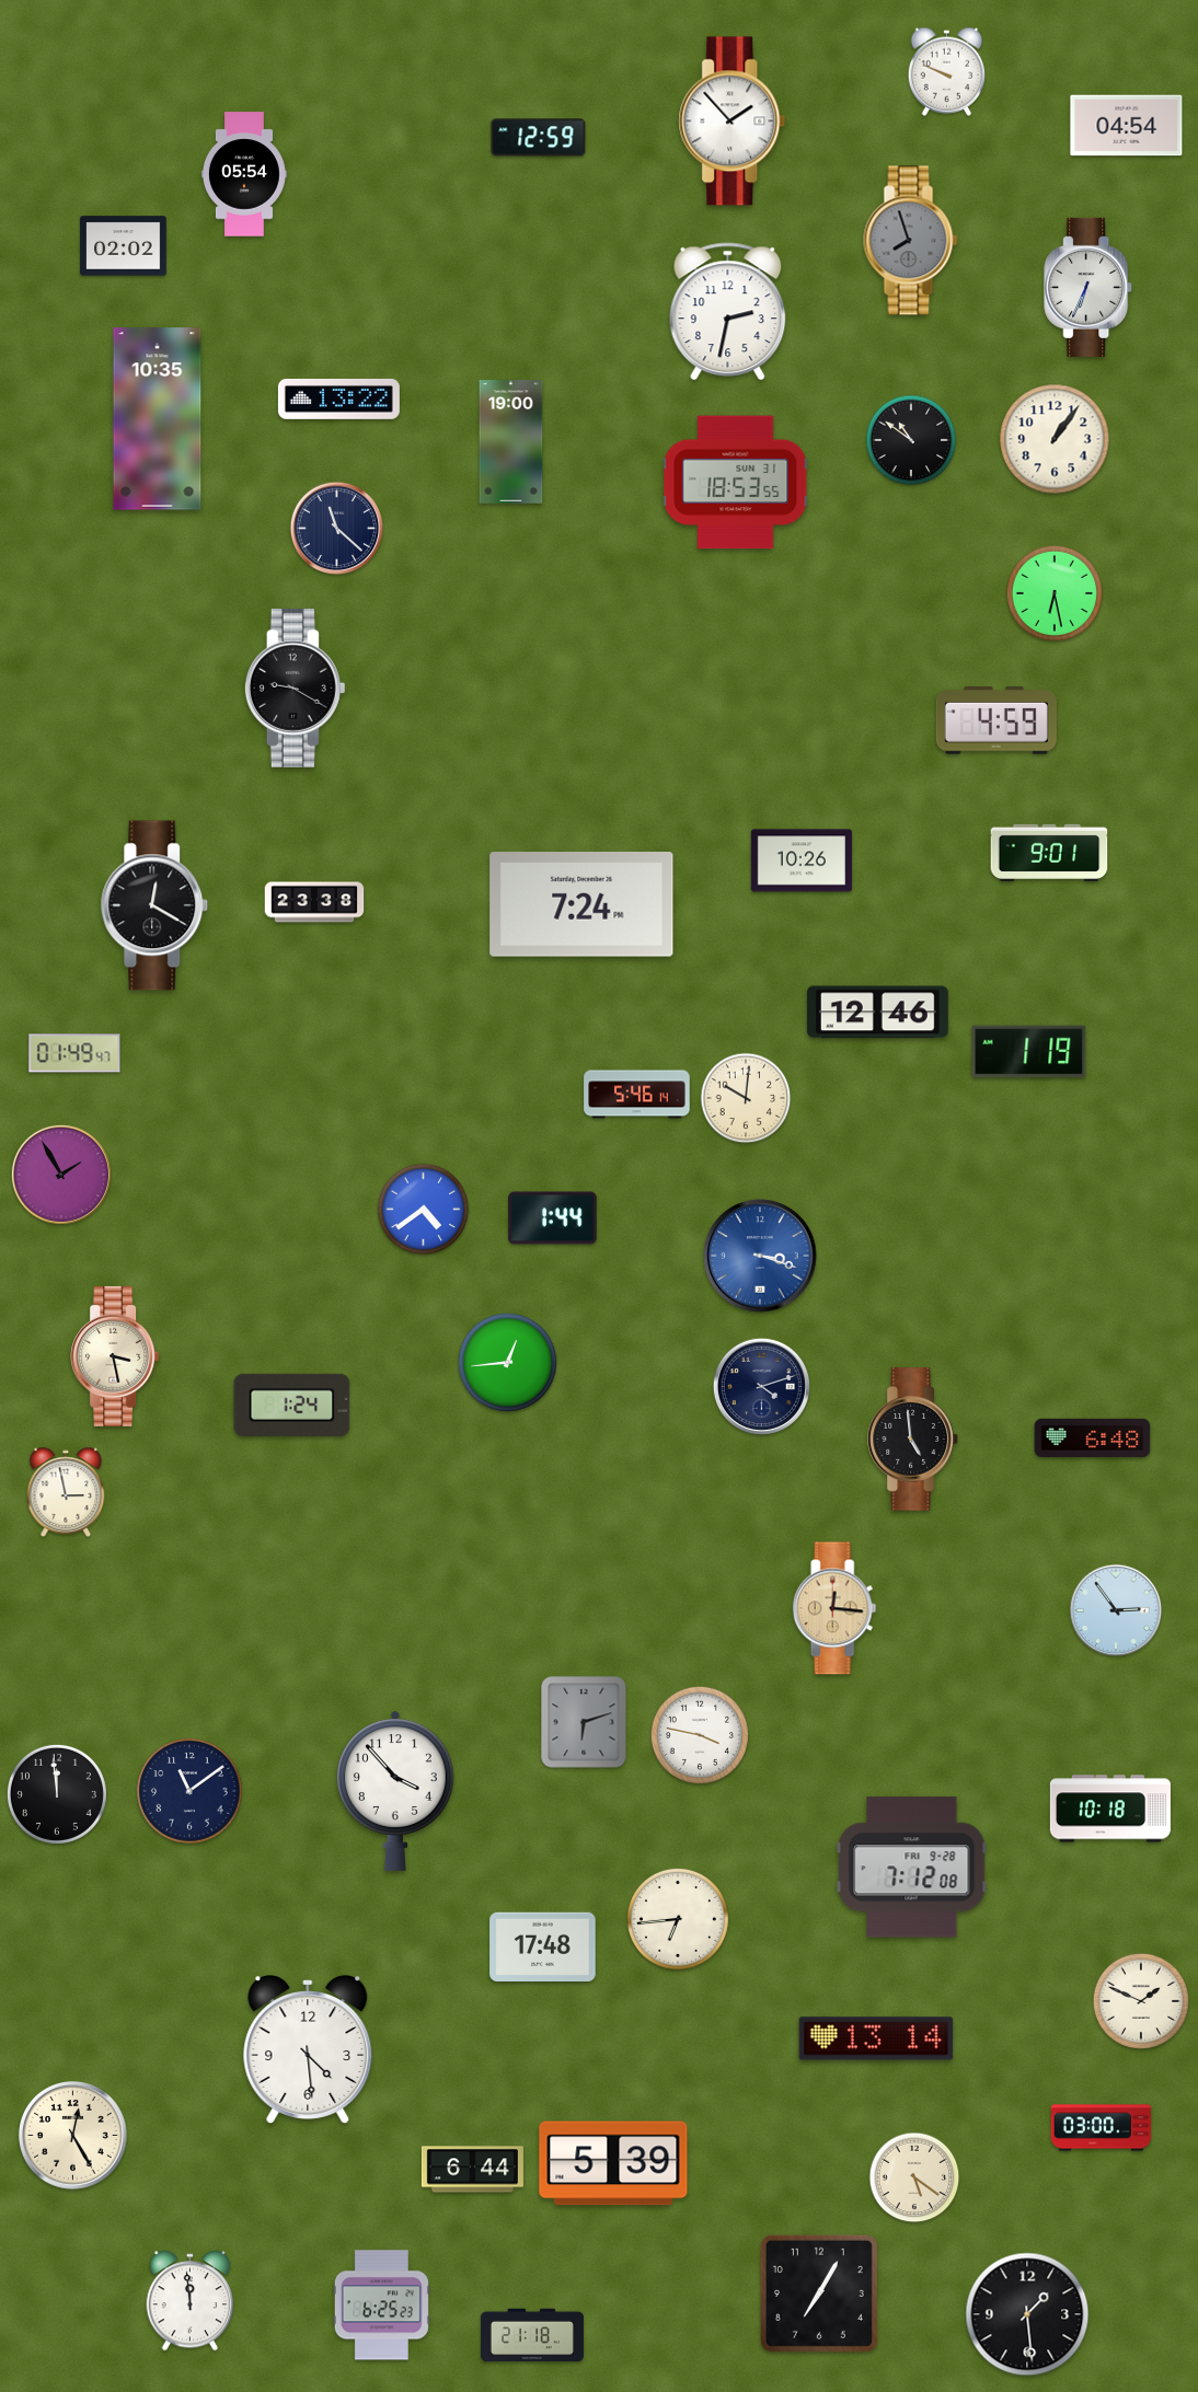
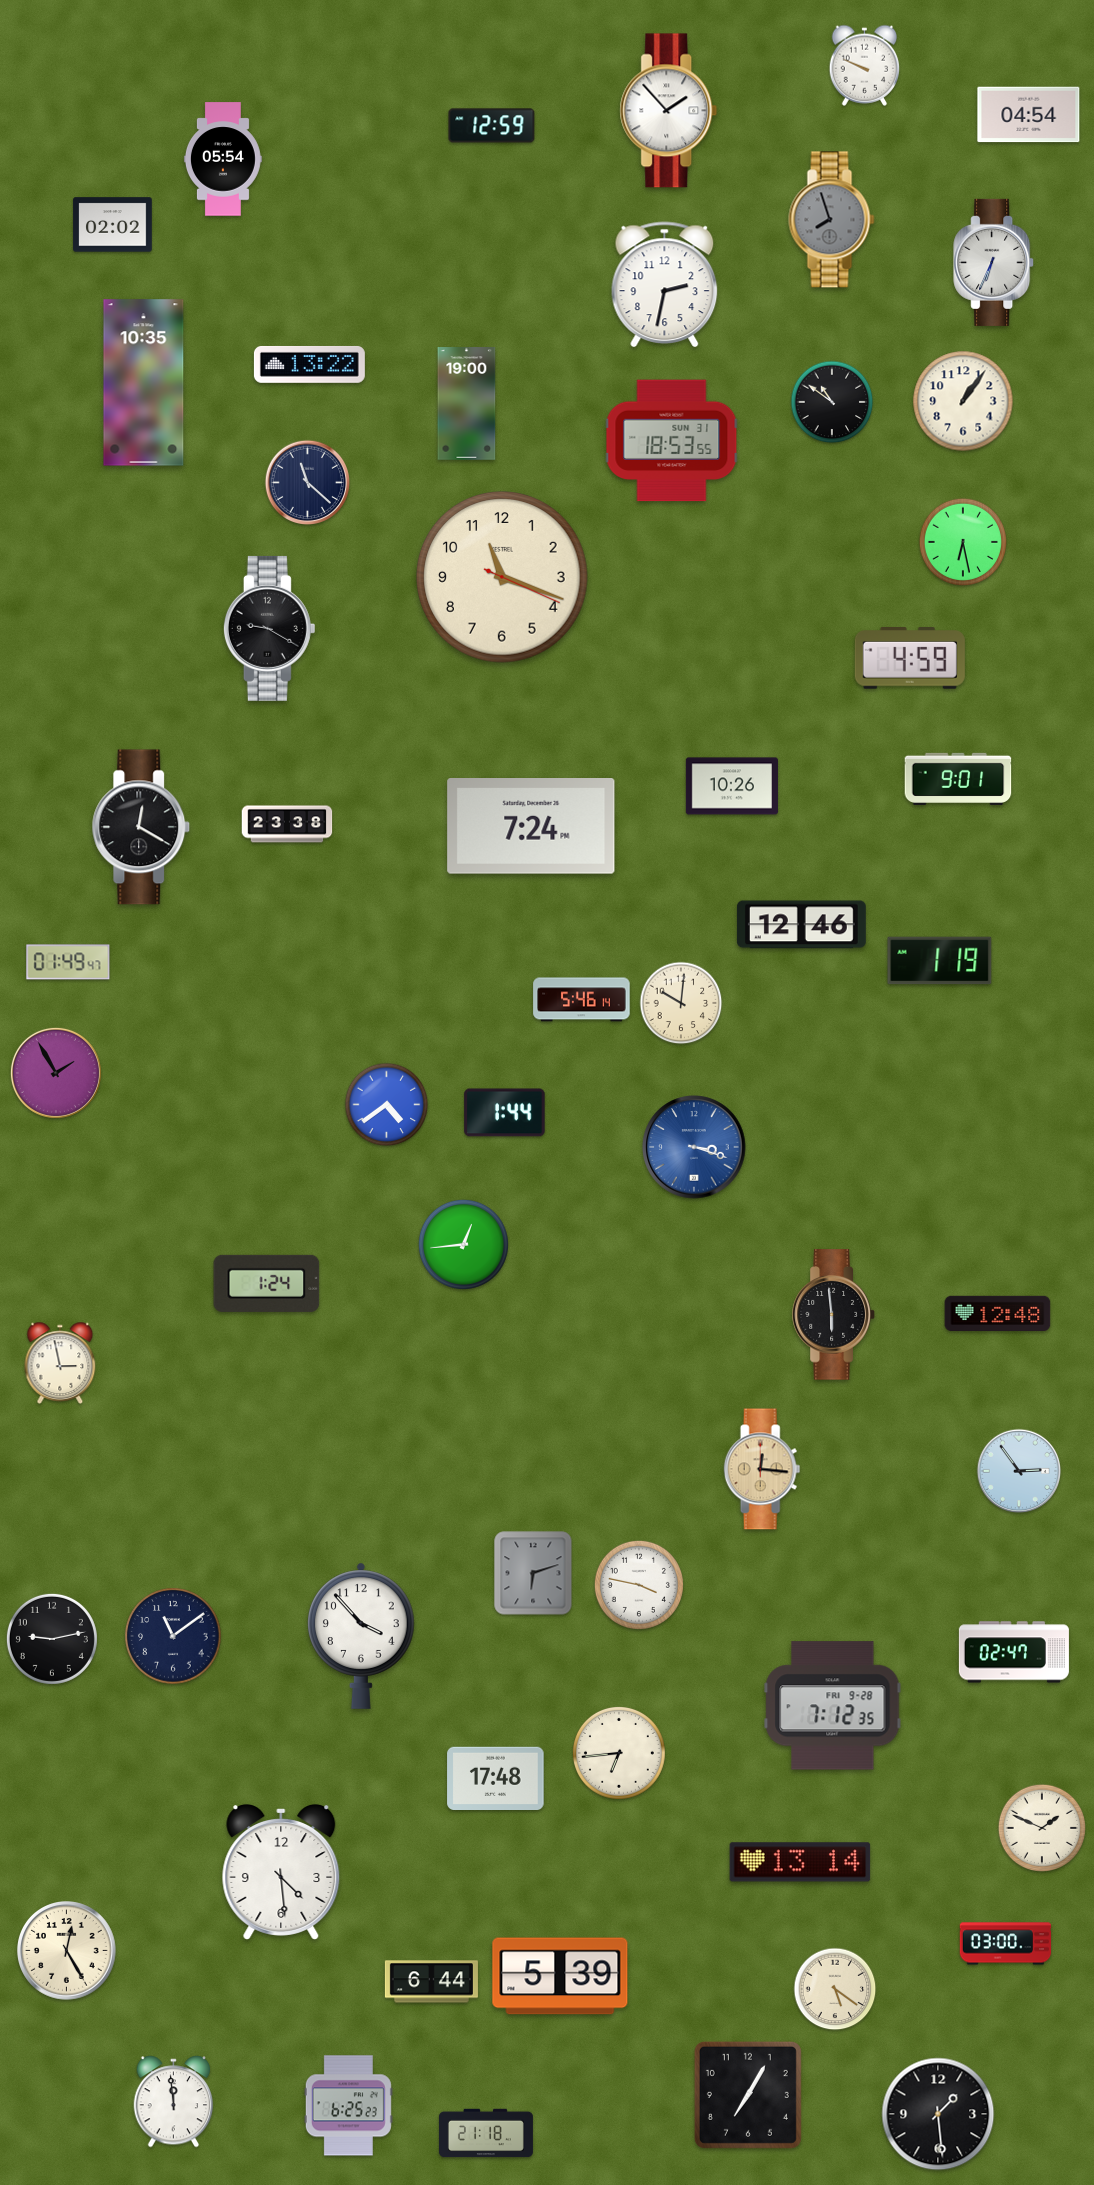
clock at (502, 577): none -> 11:18
clock at (115, 1356): 3:28 -> none
clock at (761, 1386): 4:12 -> none
clock at (1093, 1437): 6:48 -> 12:48
clock at (913, 1440): 4:59 -> 5:59
clock at (57, 1794): 11:59 -> 9:13
clock at (1110, 1809): 10:18 -> 02:47
clock at (912, 1868): 7:12:08 -> 7:12:35
